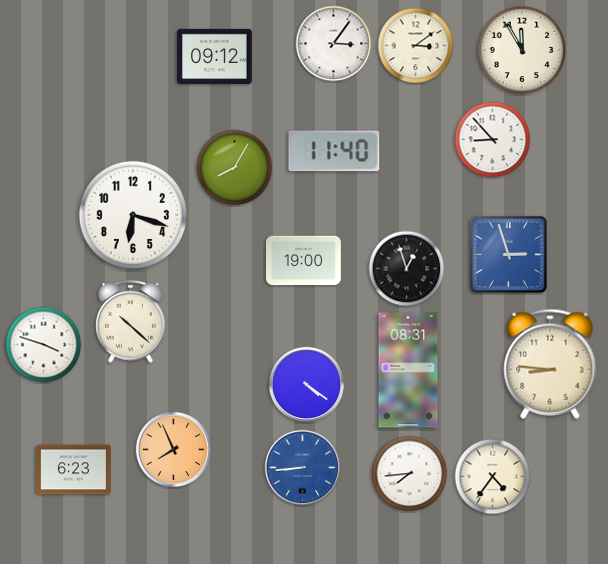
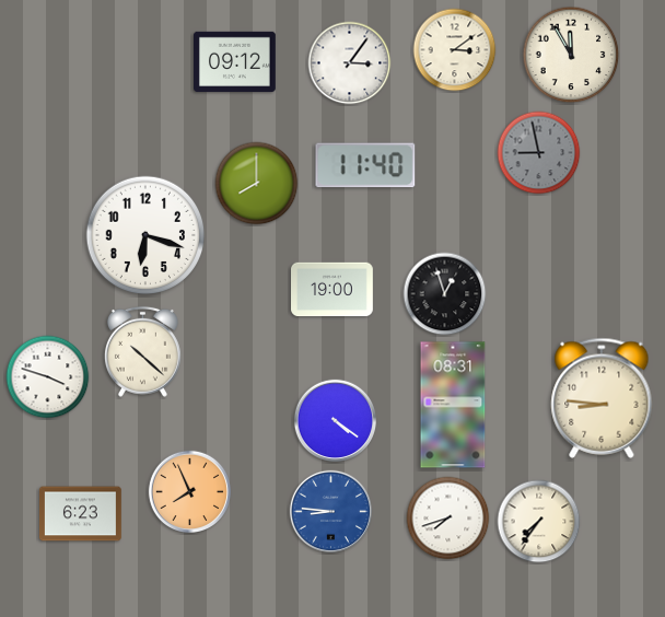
clock at (334, 44) position: (334, 44) -> (350, 63)
clock at (493, 140): 8:53 -> 8:58
clock at (493, 140) dial: white -> grey
clock at (235, 168): 8:05 -> 8:00
clock at (508, 254): 2:57 -> none
clock at (304, 261) position: (304, 261) -> (332, 290)
clock at (408, 370) position: (408, 370) -> (453, 405)
clock at (302, 467): 8:44 -> 8:46
clock at (410, 474): 7:44 -> 7:42
clock at (493, 477): 4:36 -> 7:36
